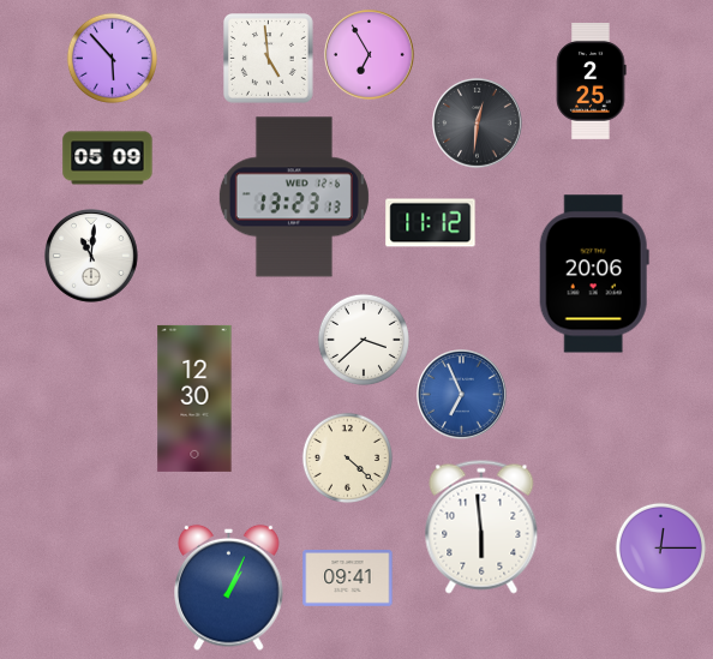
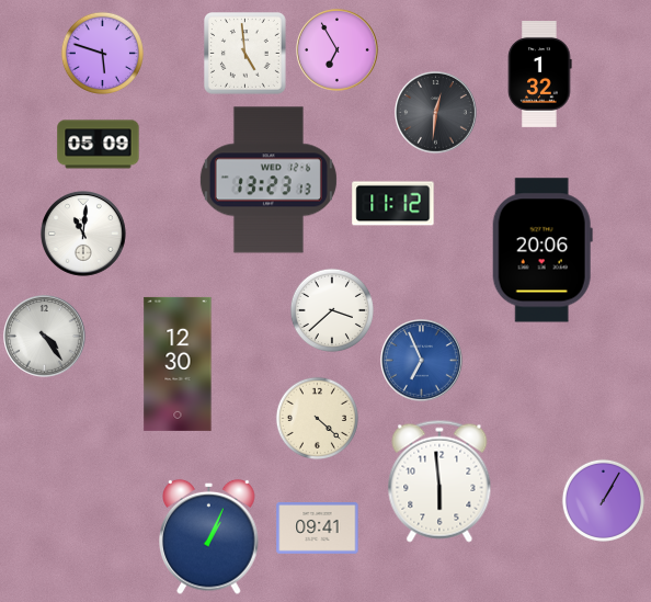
clock at (112, 58): 5:53 -> 5:48
clock at (592, 82): 2:25 -> 1:32
clock at (45, 337): none -> 4:24
clock at (660, 547): 12:15 -> 1:05
